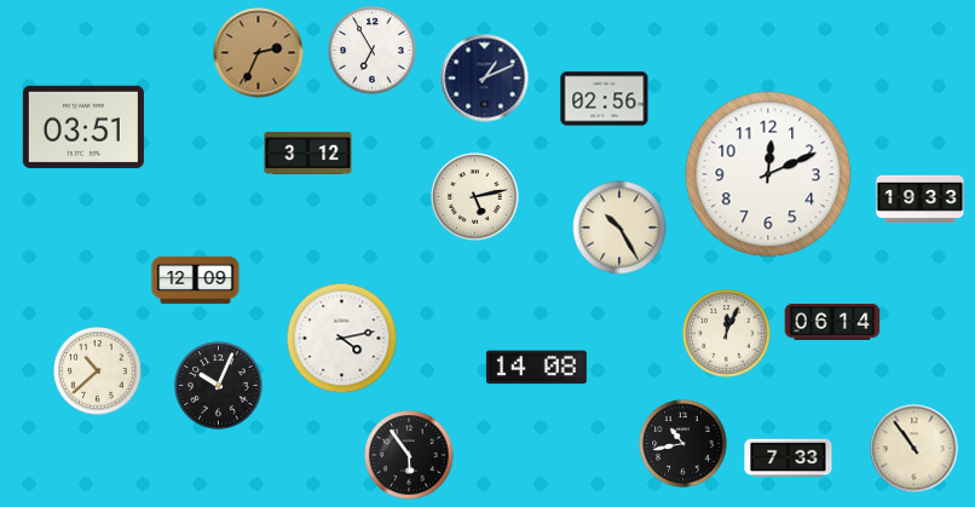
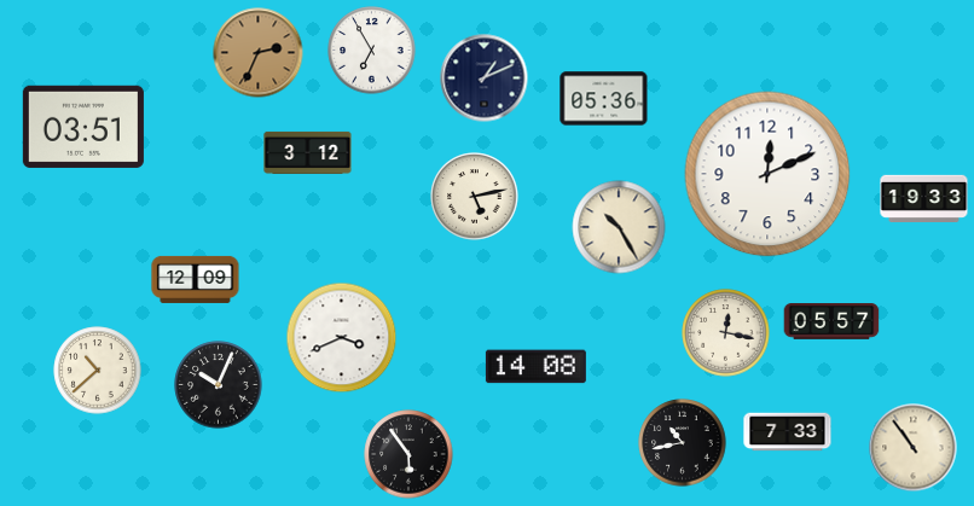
clock at (605, 99): 02:56 -> 05:36
clock at (921, 198) position: (921, 198) -> (924, 198)
clock at (832, 322): 06:14 -> 05:57
clock at (727, 334): 12:04 -> 12:17
clock at (342, 339): 4:13 -> 3:41
clock at (789, 459) position: (789, 459) -> (788, 432)
